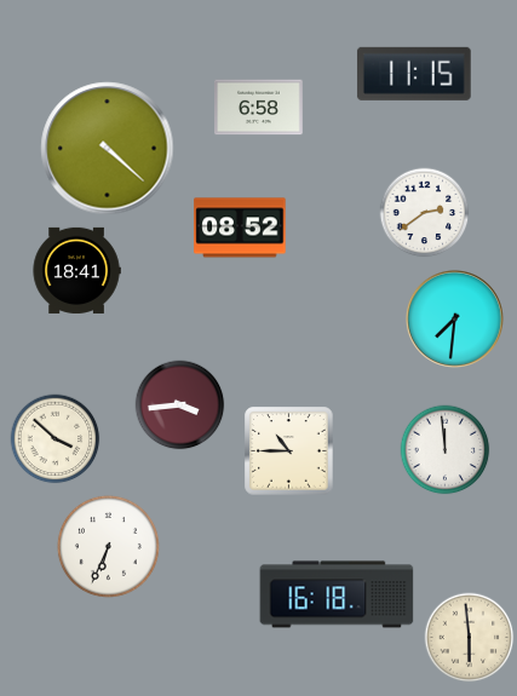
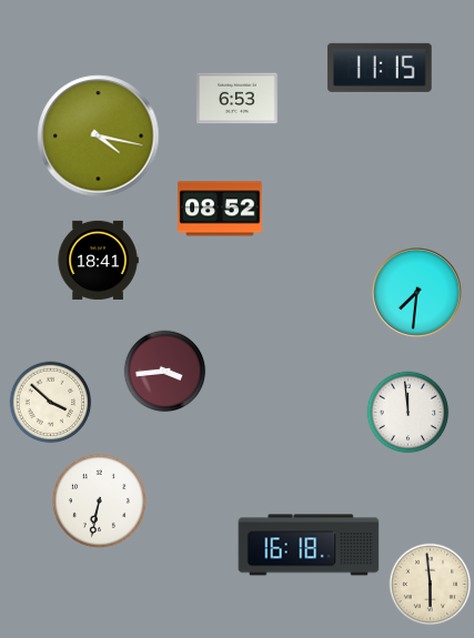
clock at (259, 108): 6:58 -> 6:53
clock at (108, 149): 4:22 -> 4:17
clock at (425, 213): 2:39 -> none
clock at (76, 270) position: (76, 270) -> (98, 260)
clock at (289, 451): 10:45 -> none
clock at (108, 546): 6:34 -> 6:32
